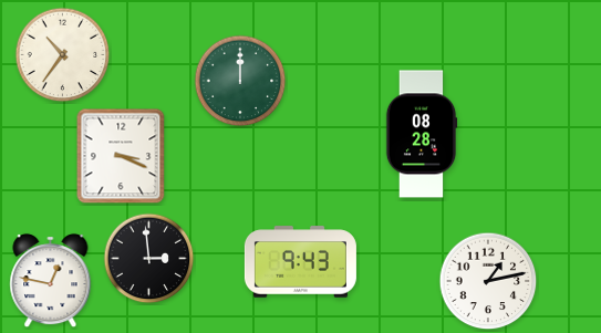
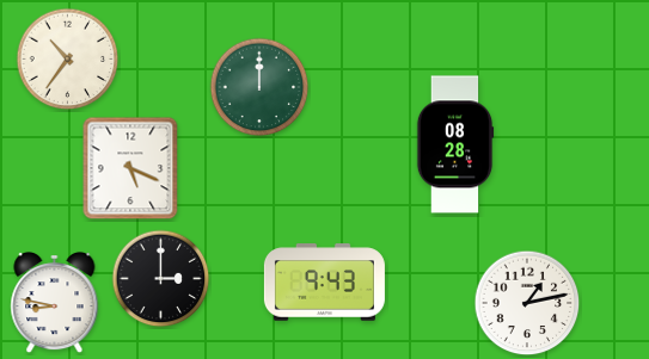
clock at (121, 156): 3:19 -> 5:19
clock at (149, 259): 2:59 -> 3:00
clock at (51, 281): 12:47 -> 8:47
